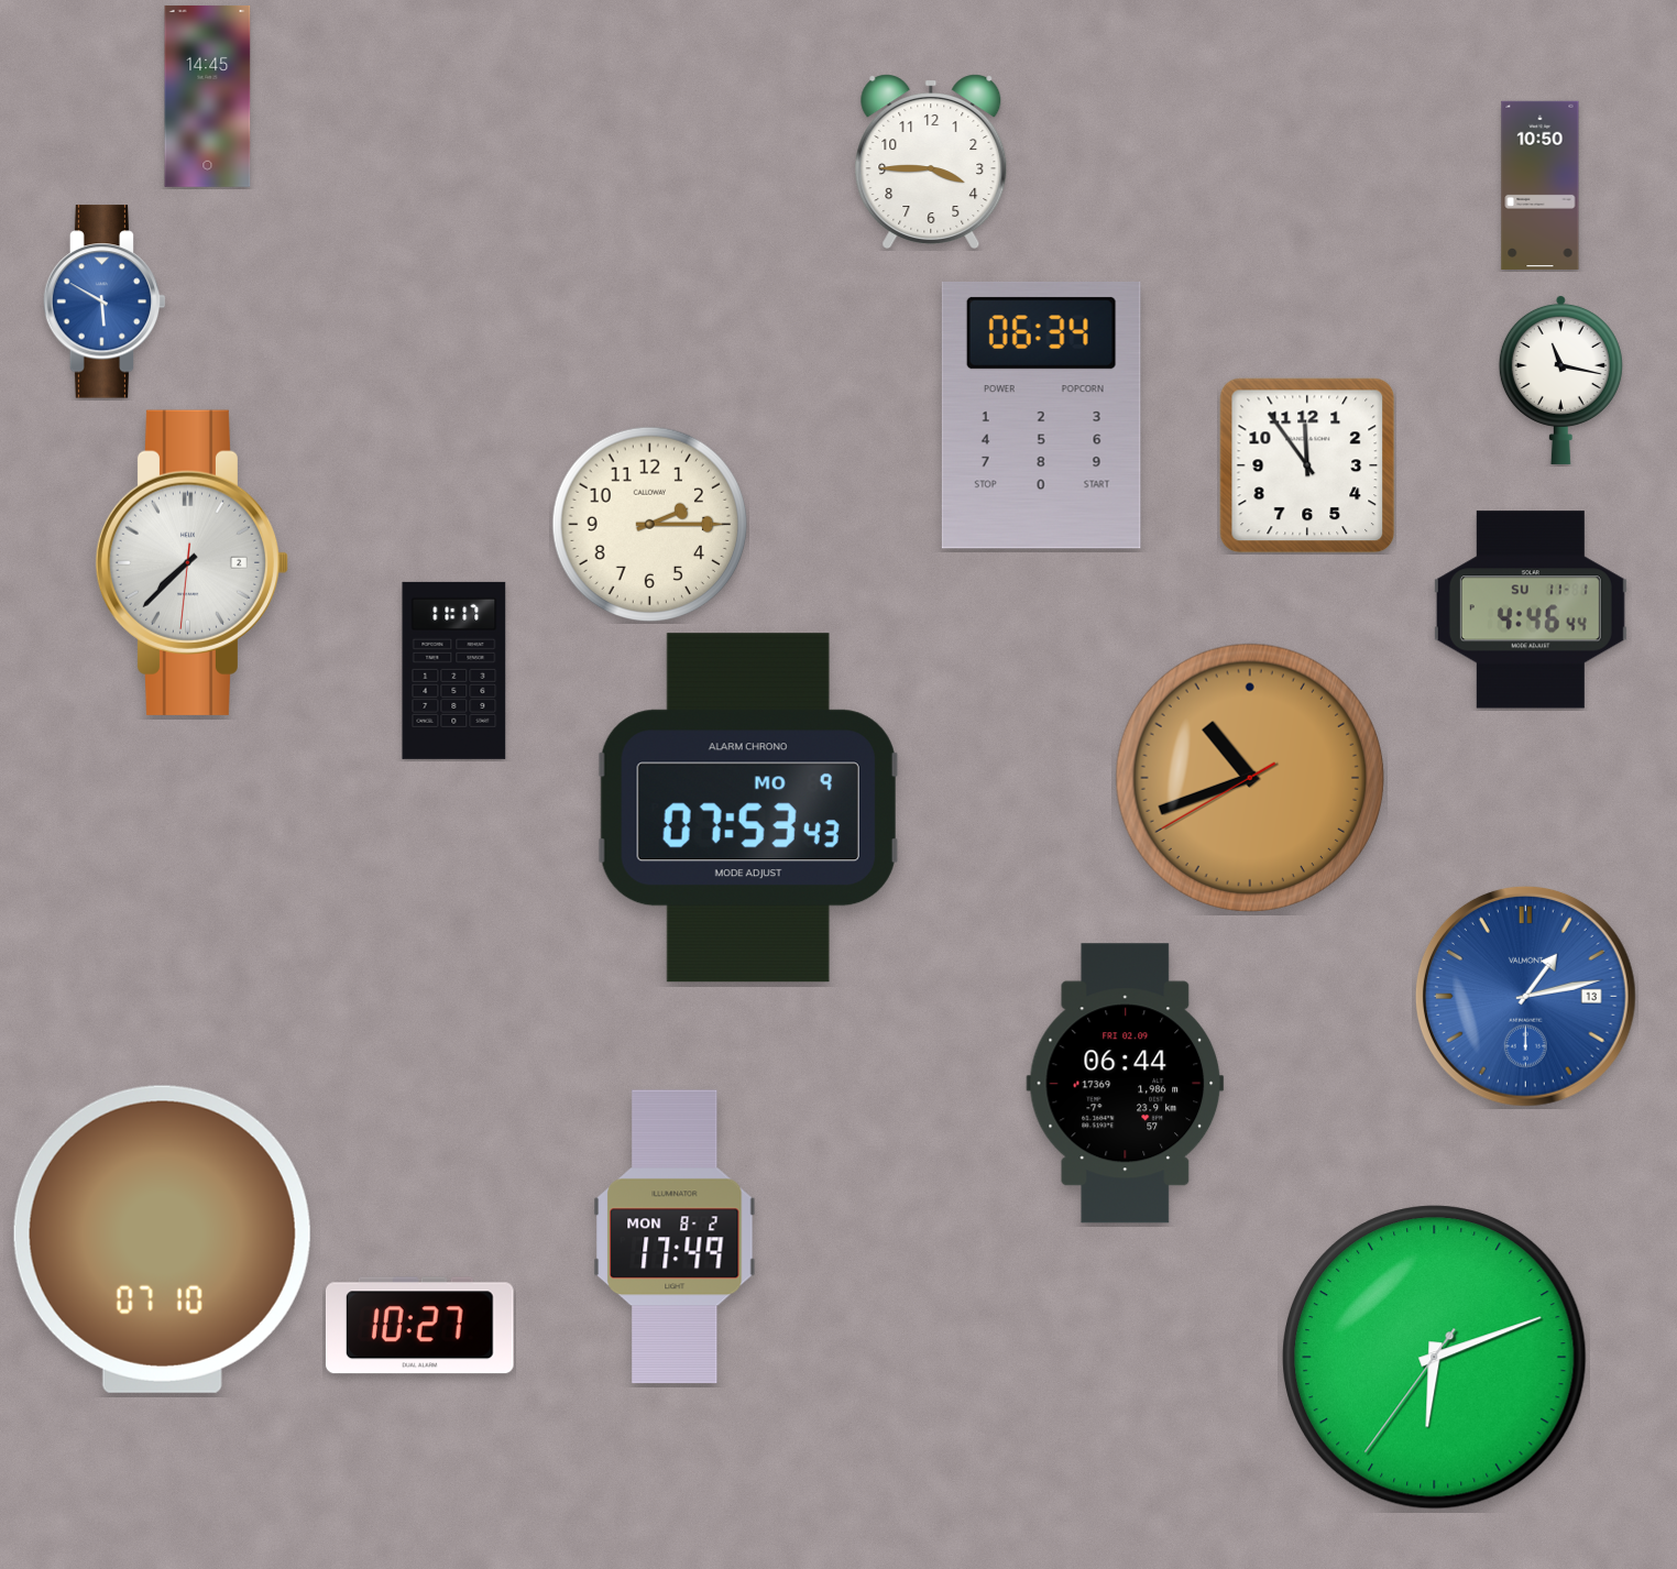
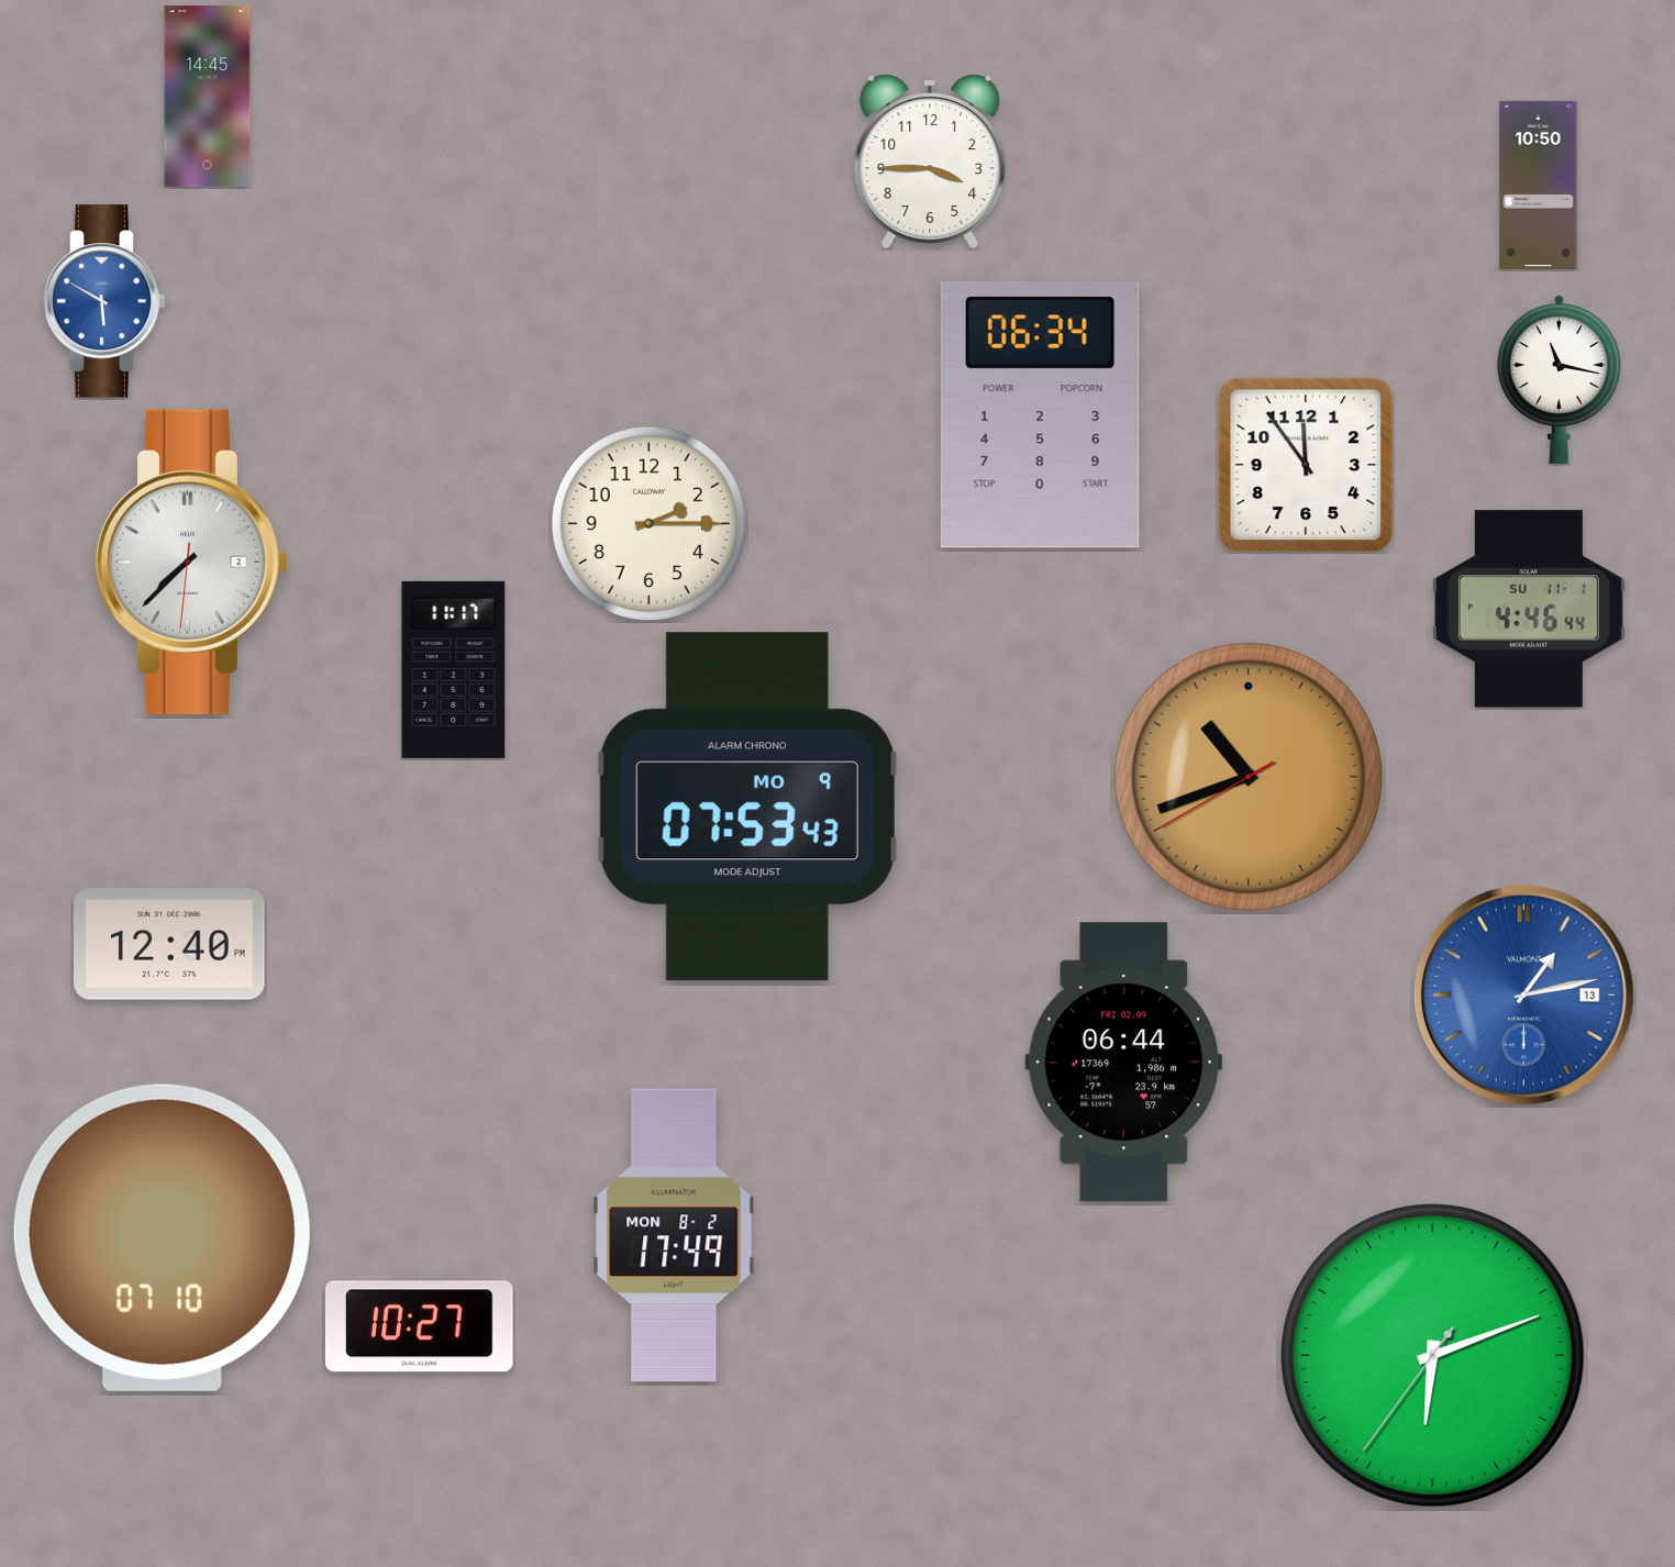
clock at (169, 945): none -> 12:40
clock at (1126, 1084) position: (1126, 1084) -> (1124, 1063)
